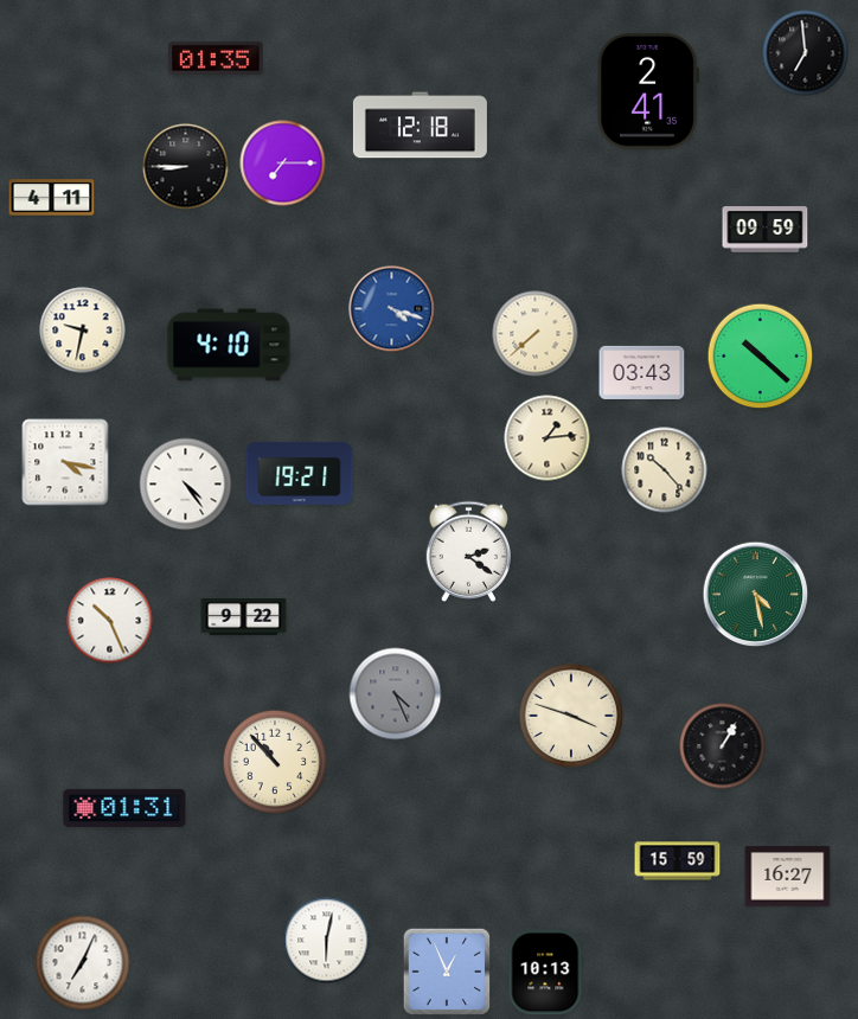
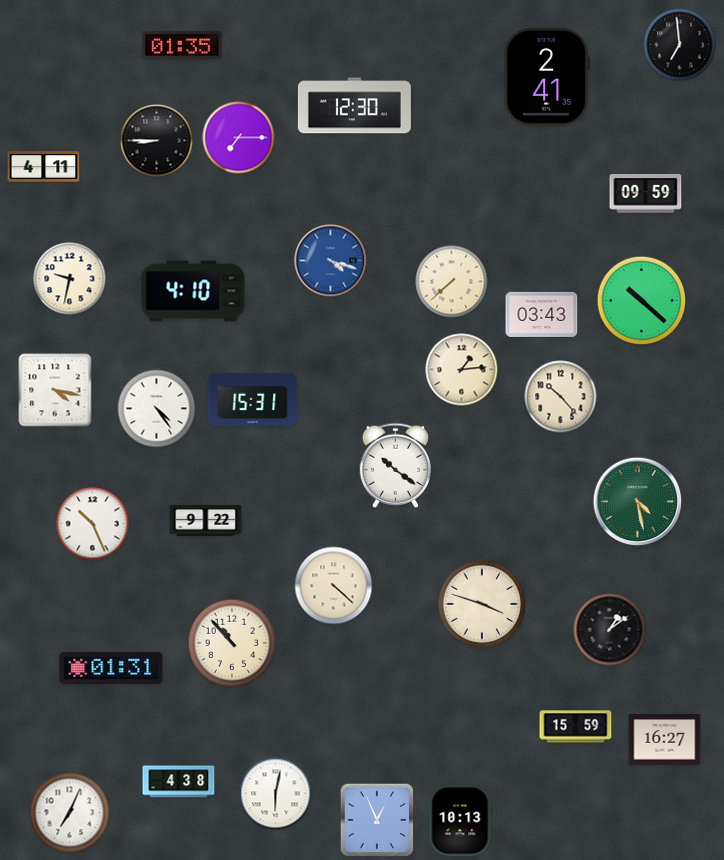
clock at (217, 58) position: (217, 58) -> (183, 45)
clock at (420, 126): 12:18 -> 12:30
clock at (300, 473): 19:21 -> 15:31
clock at (468, 551): 2:21 -> 10:21
clock at (396, 694): 4:26 -> 4:22
clock at (396, 694) dial: grey -> cream
clock at (723, 746): 1:05 -> 1:09
clock at (124, 808) position: (124, 808) -> (111, 668)
clock at (678, 861) position: (678, 861) -> (576, 727)
clock at (179, 782): none -> 4:38
